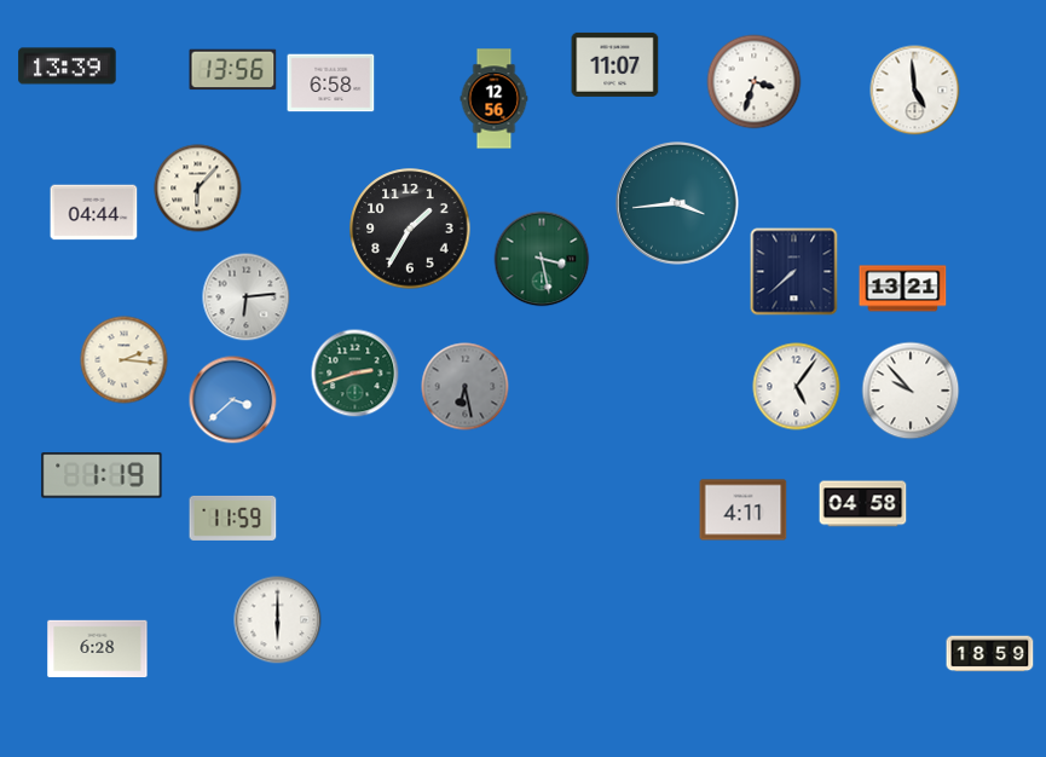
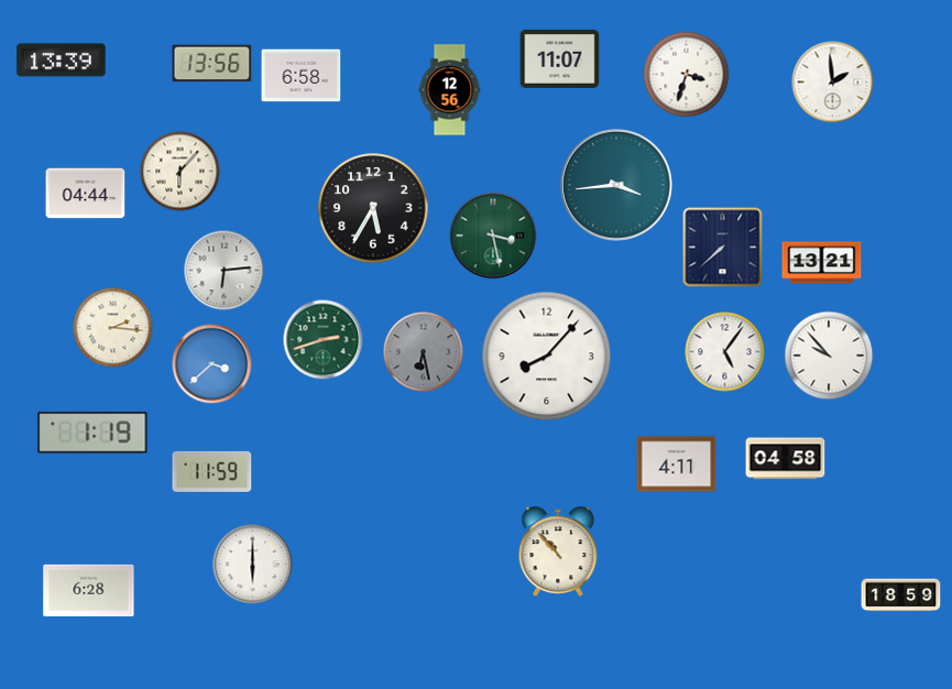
clock at (915, 91): 4:59 -> 1:59
clock at (410, 229): 1:35 -> 5:35
clock at (547, 357): none -> 8:07
clock at (558, 551): none -> 10:53
